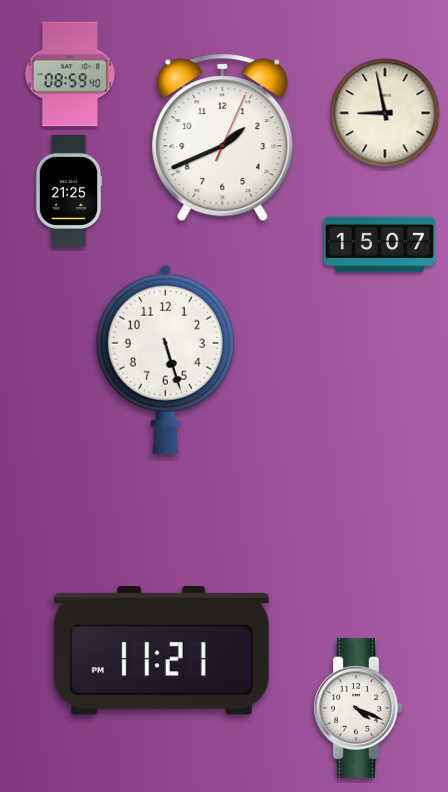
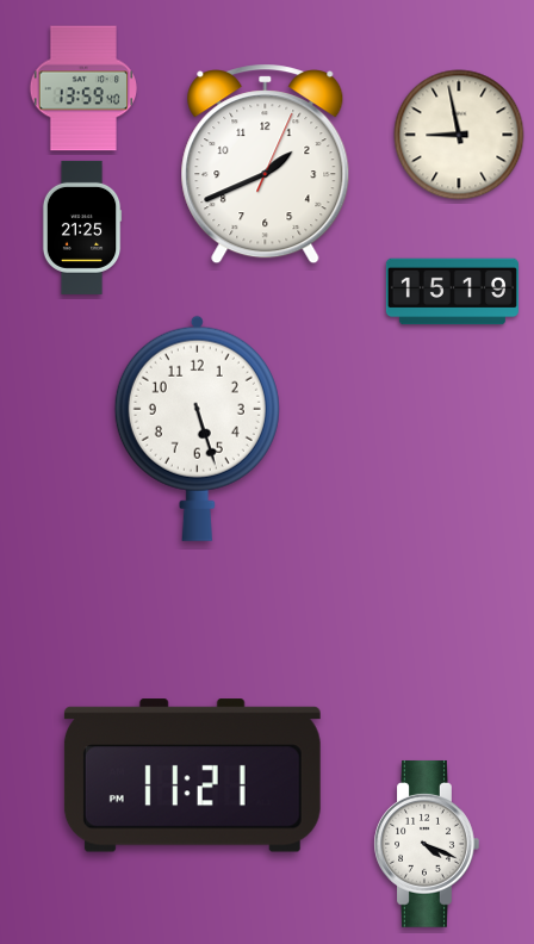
clock at (70, 74): 08:59 -> 13:59
clock at (379, 245): 15:07 -> 15:19
